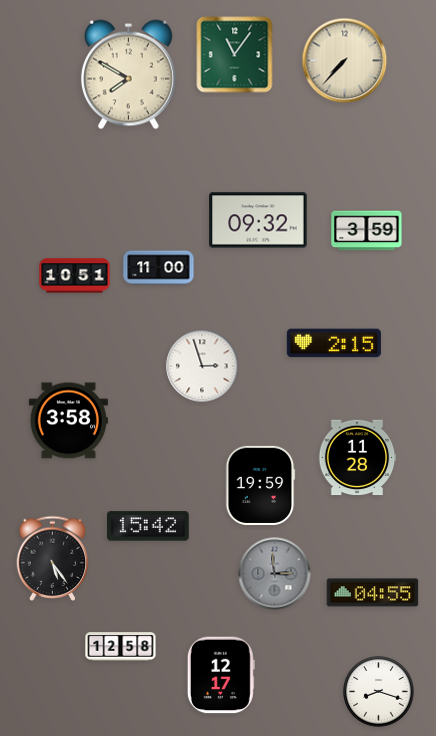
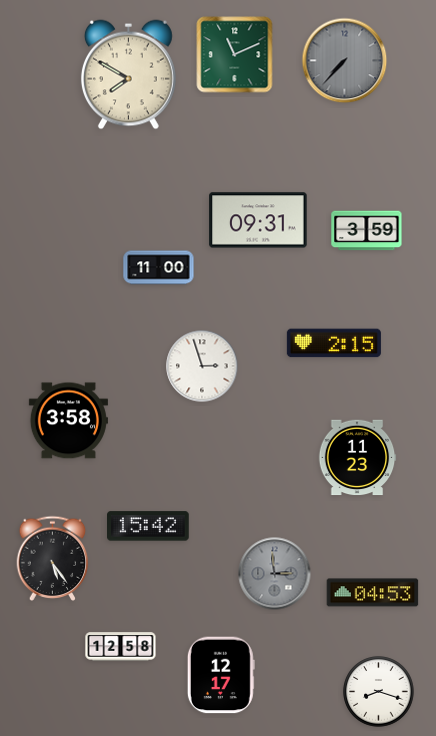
clock at (235, 55): 11:06 -> 11:11
clock at (345, 61) dial: cream -> grey
clock at (258, 220): 09:32 -> 09:31
clock at (75, 276): 10:51 -> none
clock at (357, 458): 11:28 -> 11:23
clock at (261, 485): 19:59 -> none
clock at (373, 593): 04:55 -> 04:53
